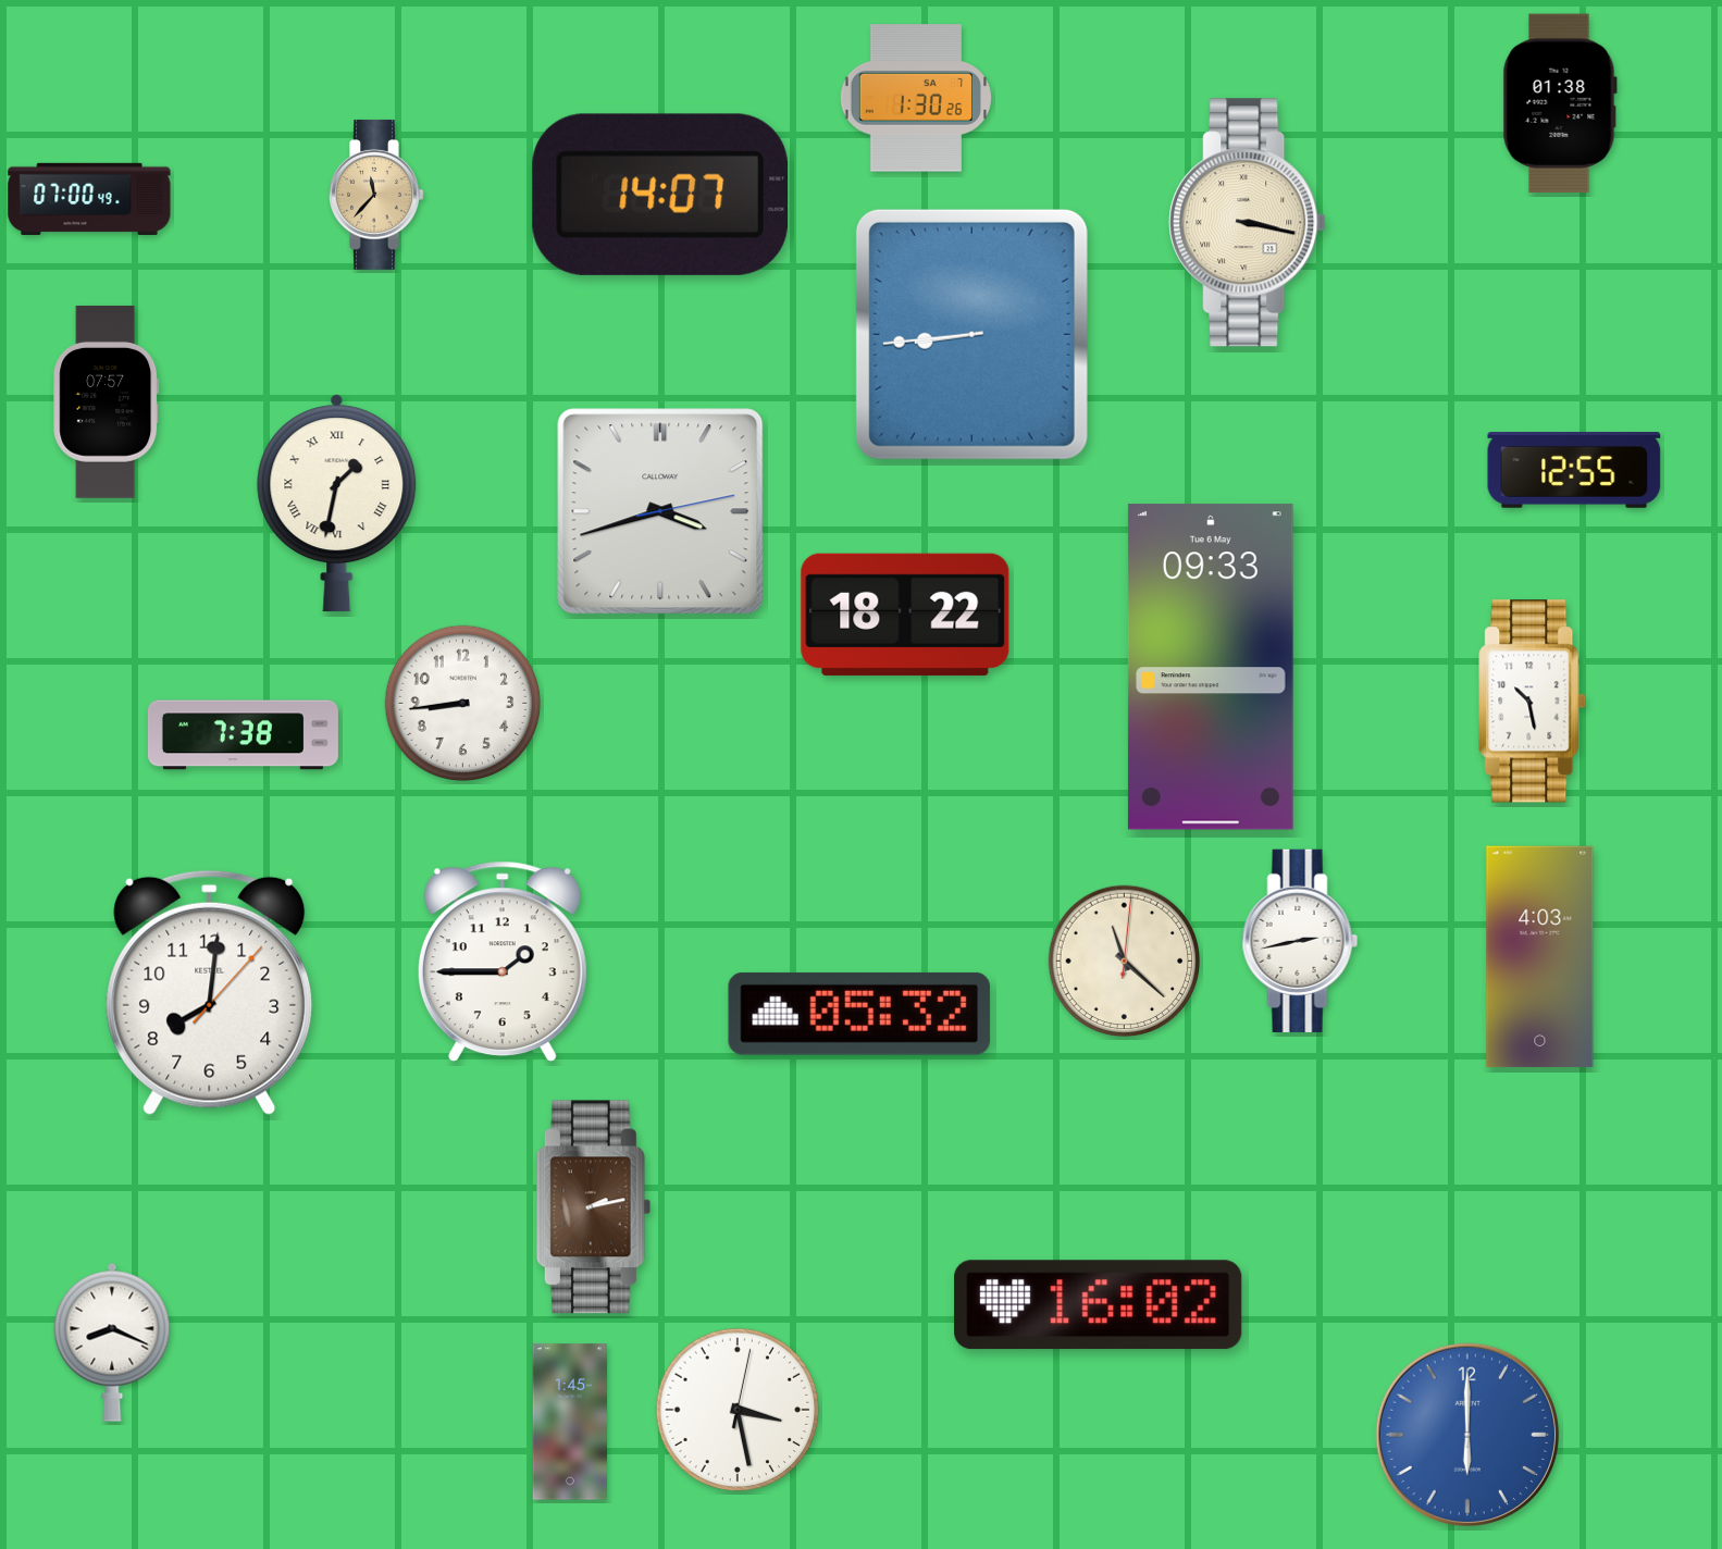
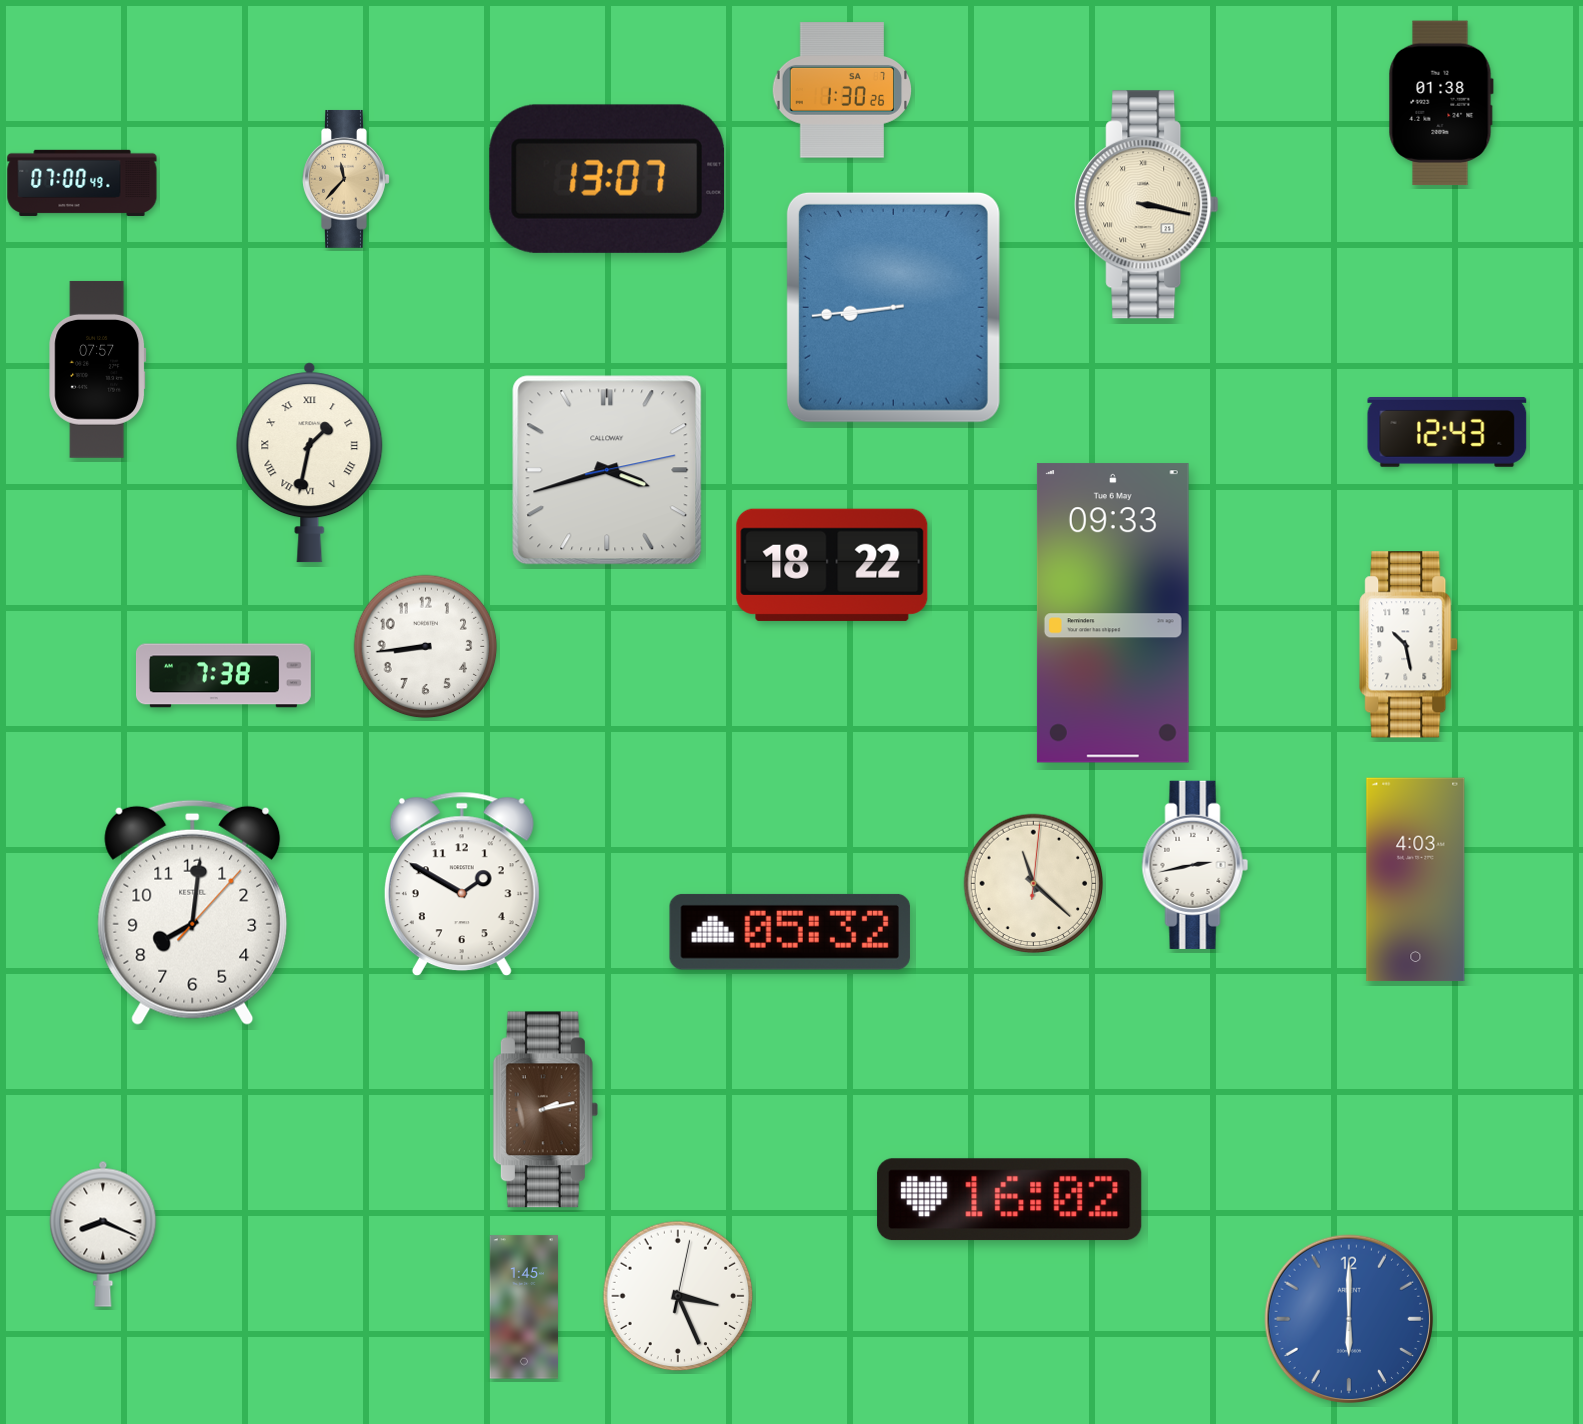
clock at (1560, 103) position: (1560, 103) -> (1441, 103)
clock at (659, 195): 14:07 -> 13:07
clock at (1574, 471): 12:55 -> 12:43
clock at (503, 962): 1:45 -> 1:50
clock at (738, 1410): 3:28 -> 3:26
